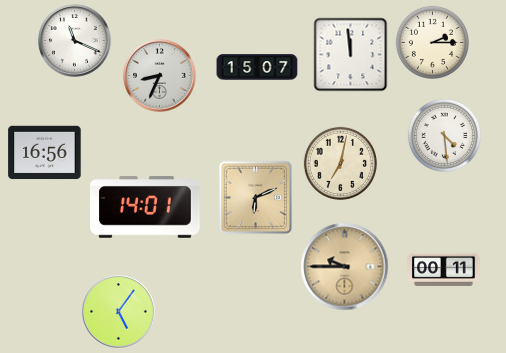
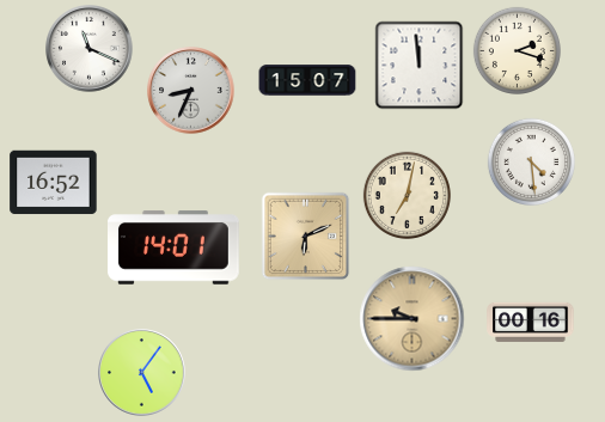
clock at (432, 42): 2:15 -> 2:18
clock at (45, 153): 16:56 -> 16:52
clock at (444, 269): 00:11 -> 00:16
